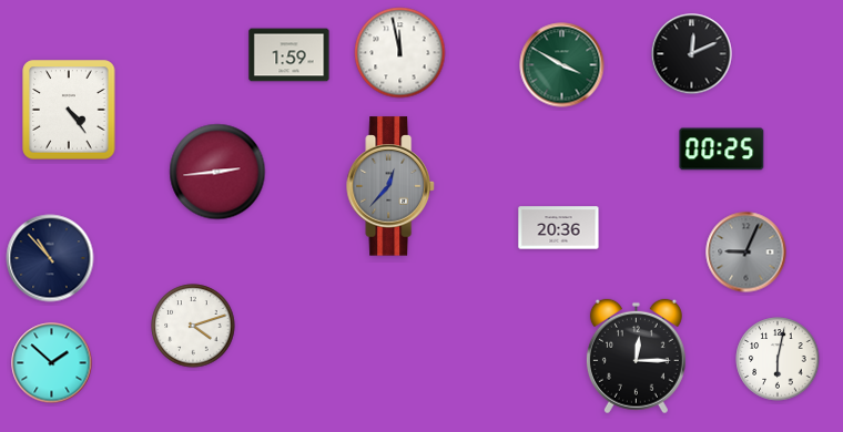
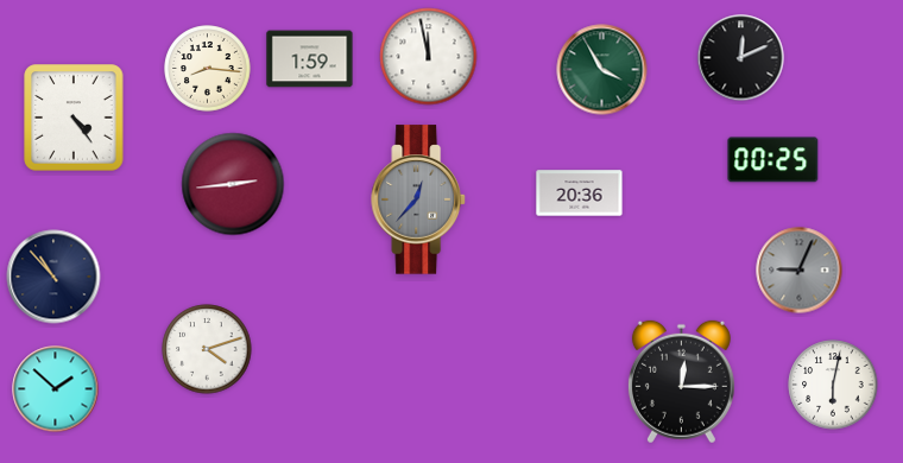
clock at (208, 69): none -> 8:16
clock at (562, 65): 3:50 -> 3:55
clock at (559, 228) position: (559, 228) -> (580, 194)
